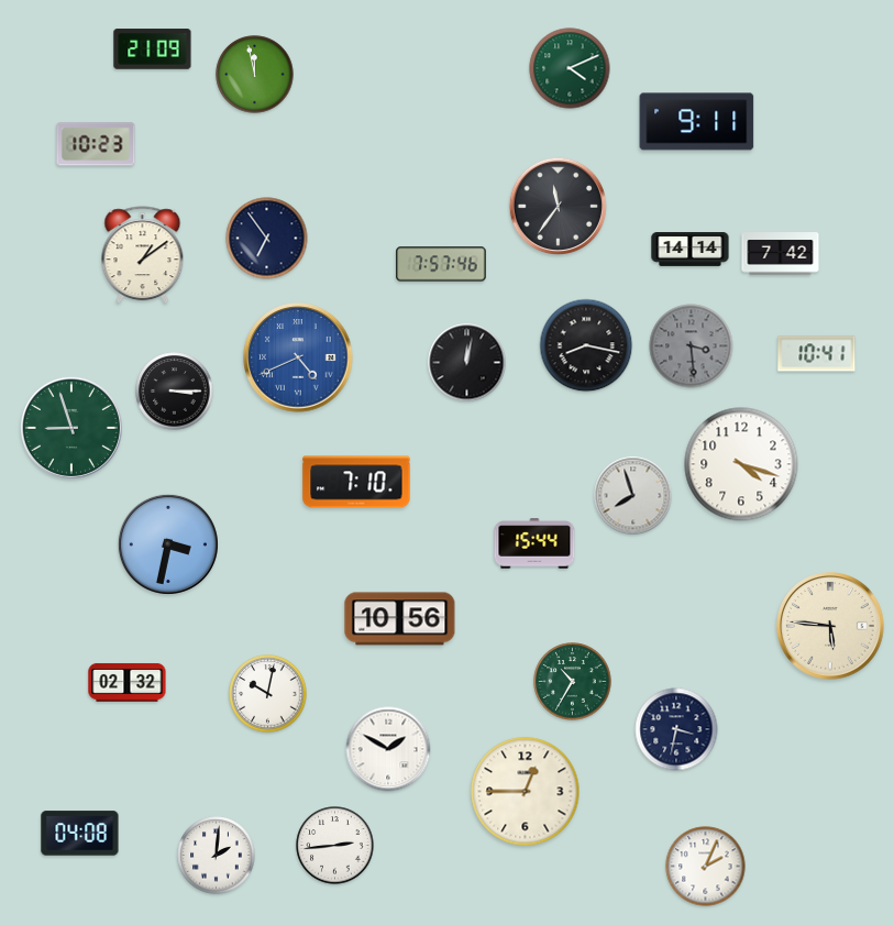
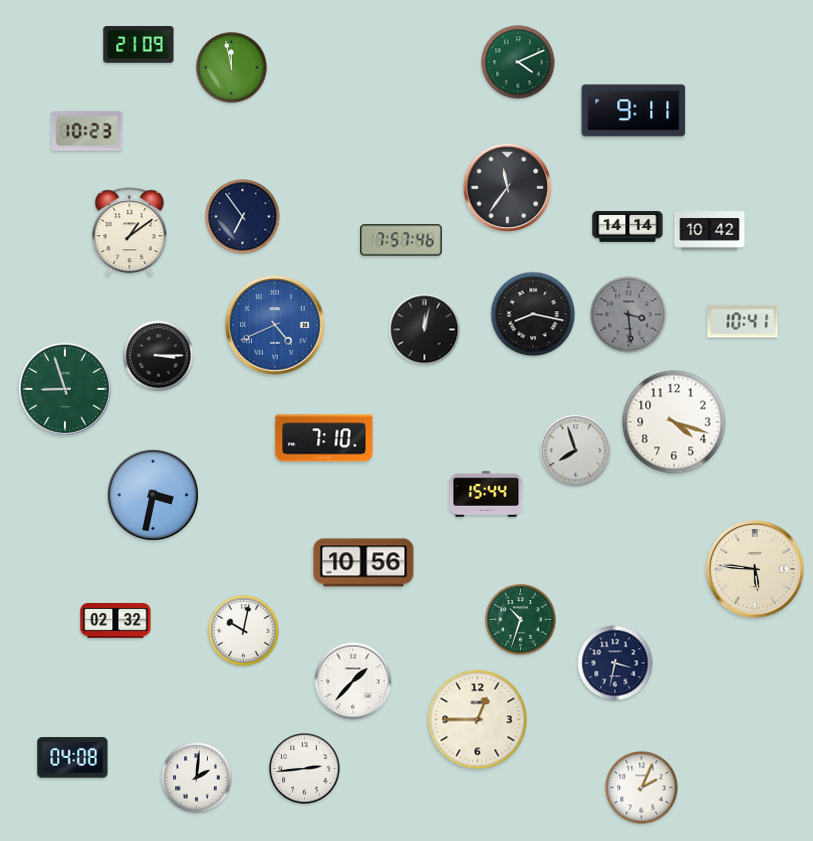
clock at (781, 254): 7:42 -> 10:42
clock at (298, 357) position: (298, 357) -> (275, 325)
clock at (573, 682): 10:35 -> 10:33
clock at (388, 749): 1:50 -> 1:37
